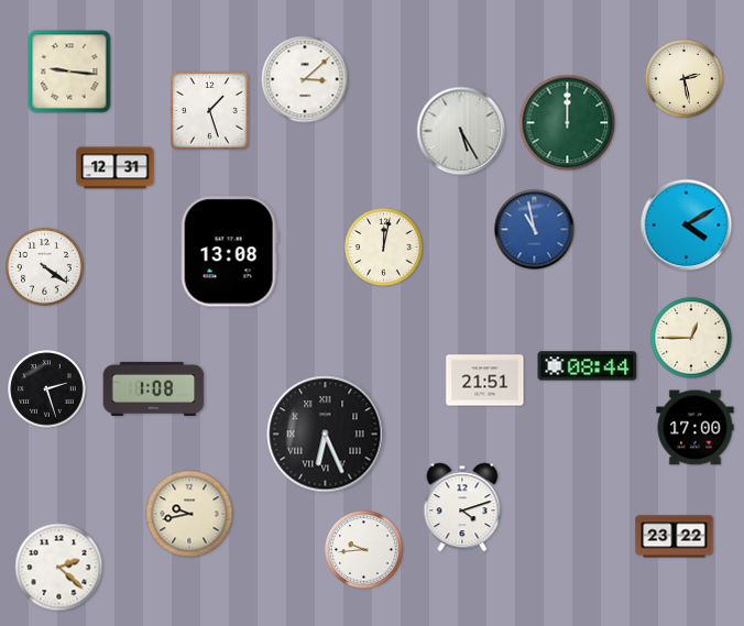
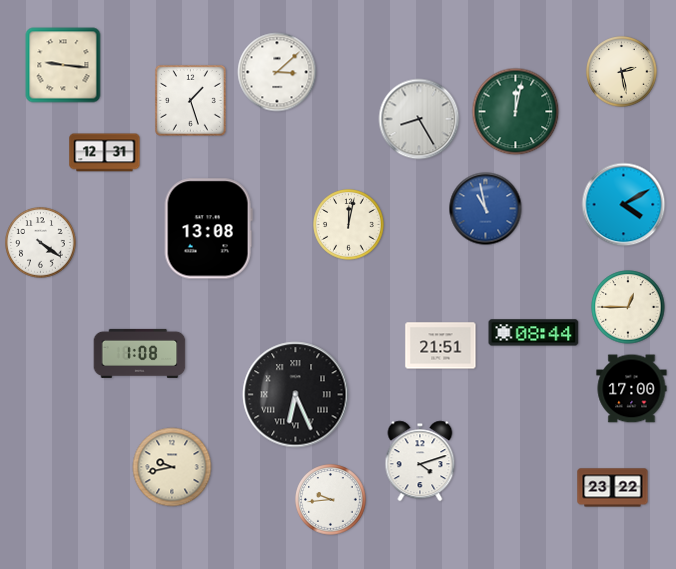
clock at (568, 123): 12:00 -> 12:02
clock at (461, 131): 5:25 -> 8:25
clock at (47, 389): 2:27 -> none
clock at (59, 568): 2:22 -> none
